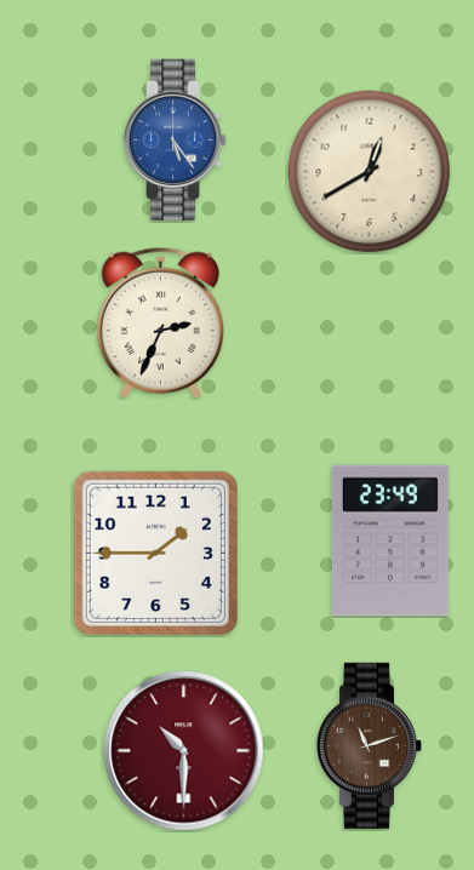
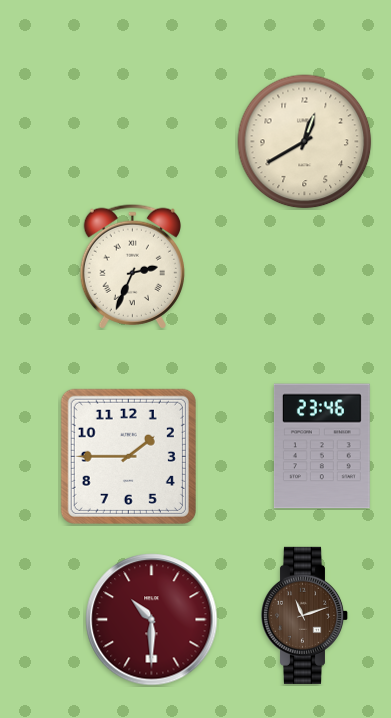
clock at (176, 139): 5:24 -> none
clock at (390, 540): 23:49 -> 23:46
